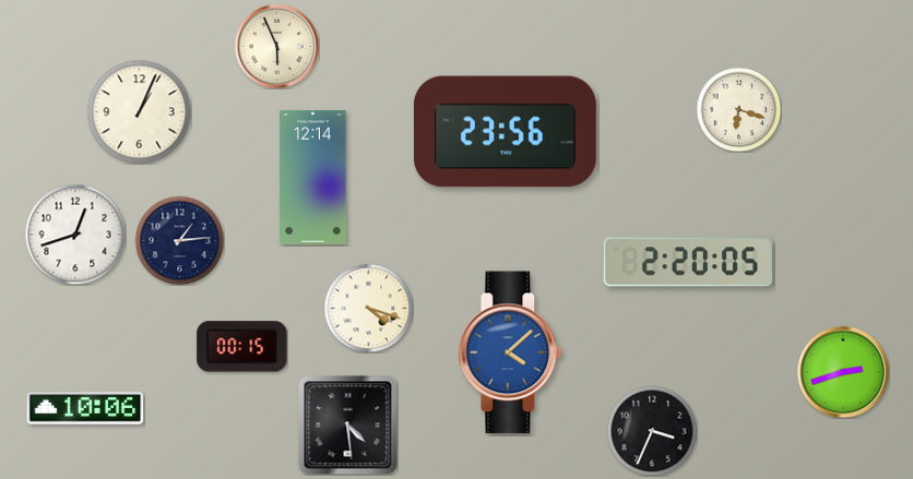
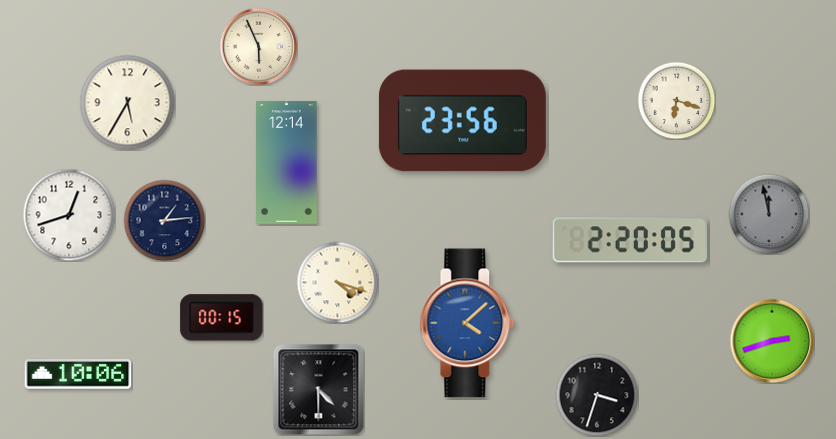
clock at (276, 46) position: (276, 46) -> (258, 46)
clock at (139, 111): 1:04 -> 5:35
clock at (769, 214): none -> 11:58
clock at (347, 424): 4:29 -> 4:30
clock at (652, 431): 3:34 -> 3:33
